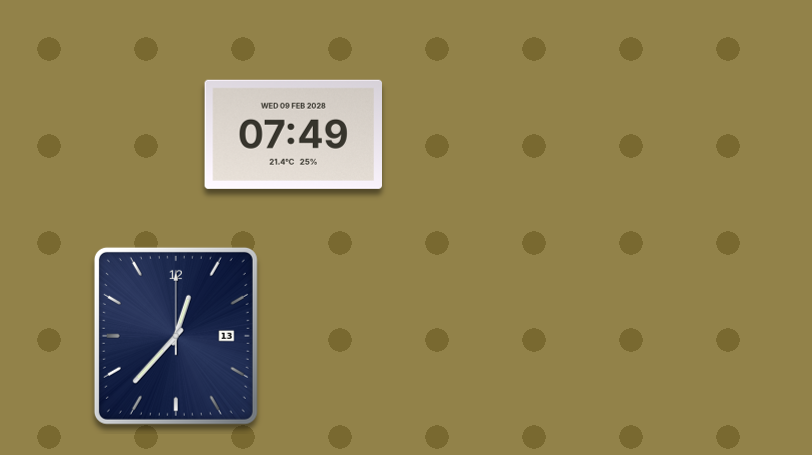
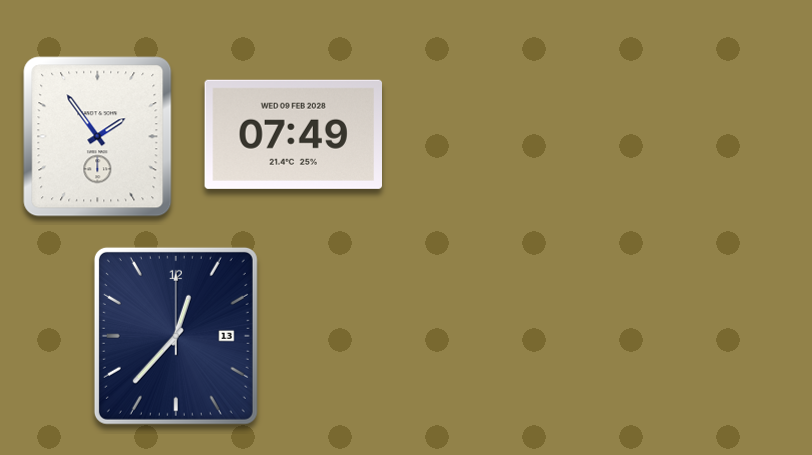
clock at (98, 137): none -> 1:54
